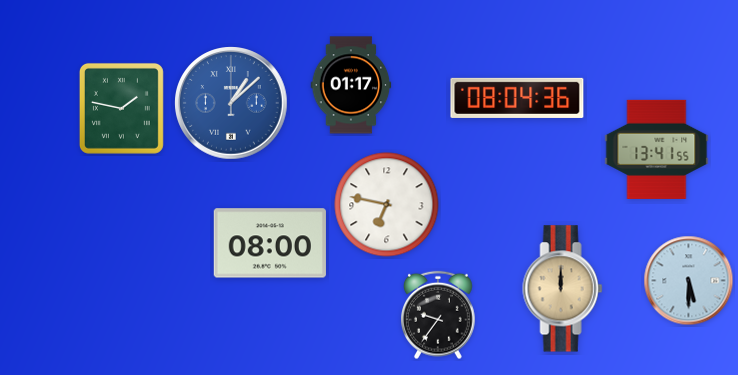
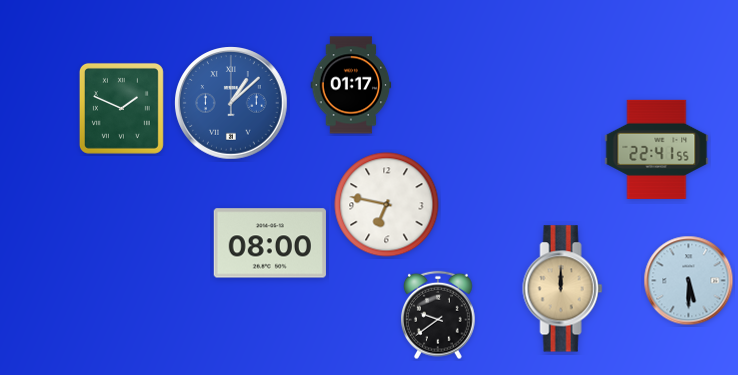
clock at (517, 98): 08:04 -> none
clock at (121, 108): 1:47 -> 1:49
clock at (657, 149): 13:41 -> 22:41
clock at (439, 315): 9:36 -> 9:39
